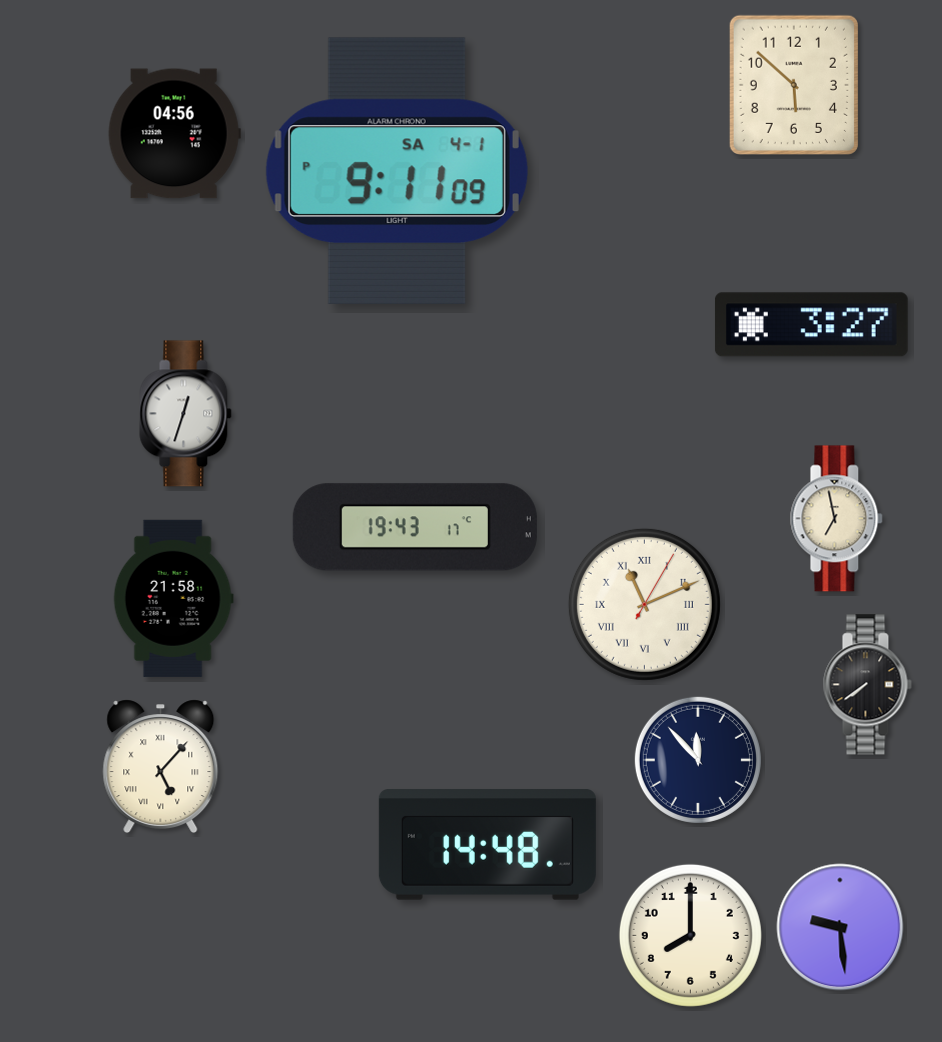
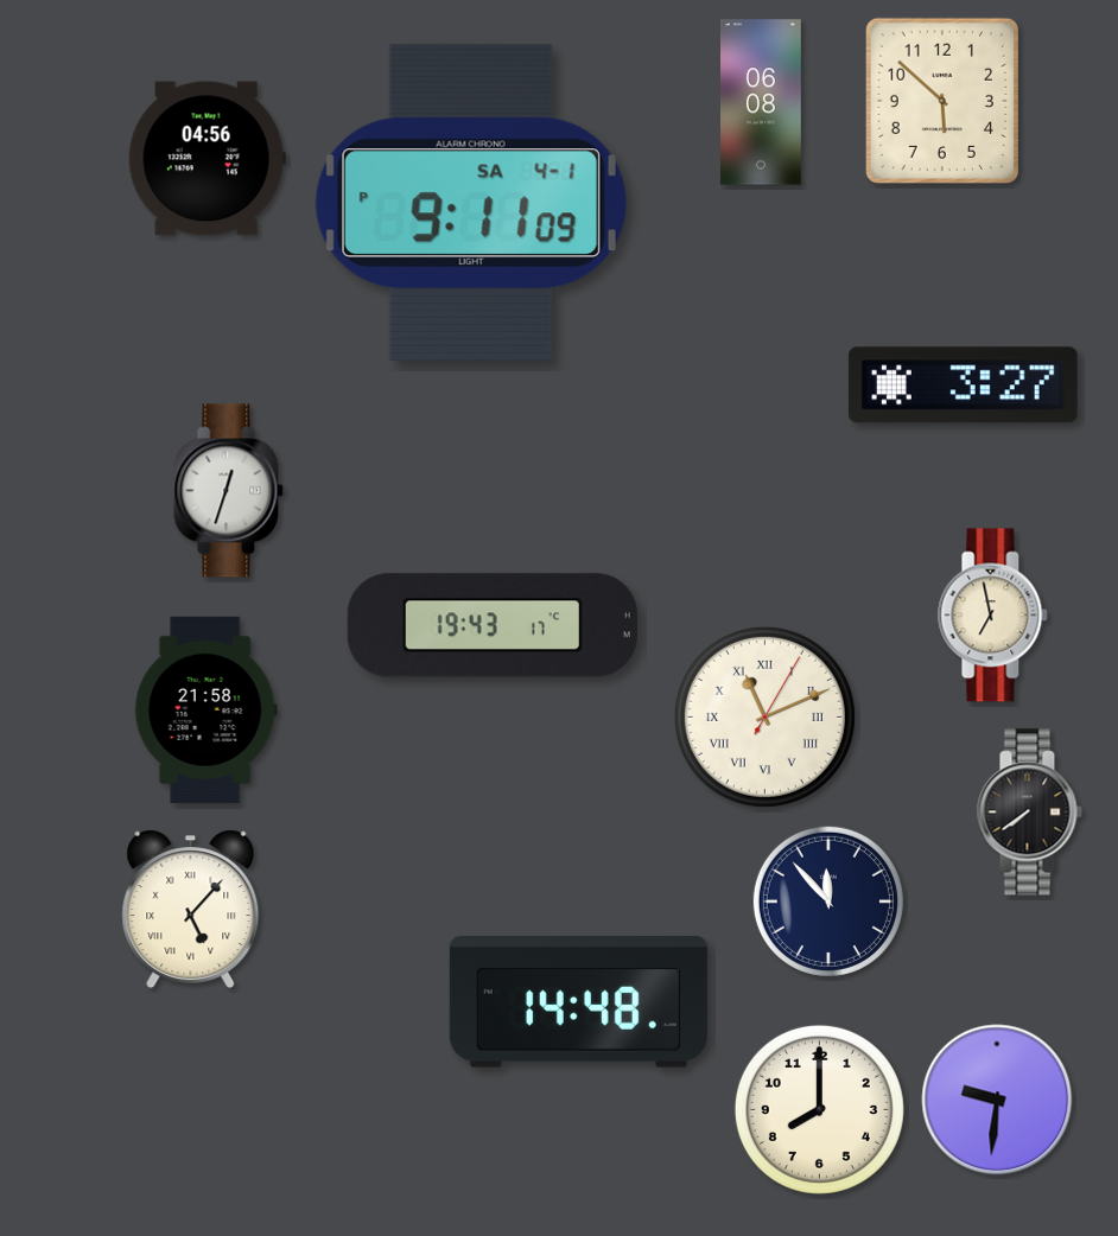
clock at (762, 102): none -> 06:08
clock at (186, 414) position: (186, 414) -> (229, 491)
clock at (840, 927): 9:29 -> 9:31
